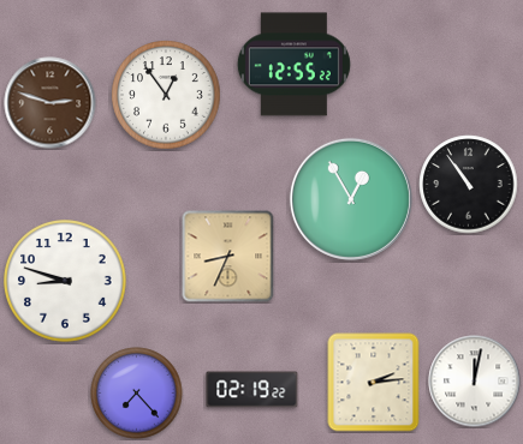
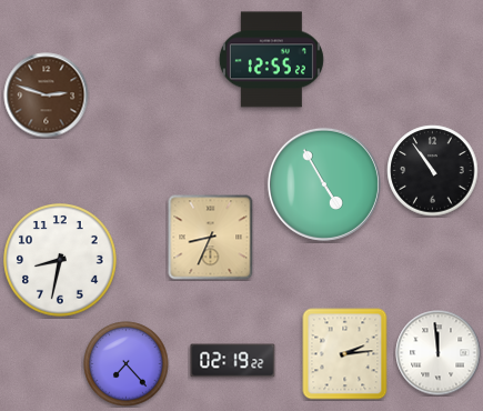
clock at (166, 95): 12:54 -> none
clock at (351, 199): 12:55 -> 4:55
clock at (66, 282): 8:48 -> 8:32
clock at (475, 382): 12:02 -> 11:59
